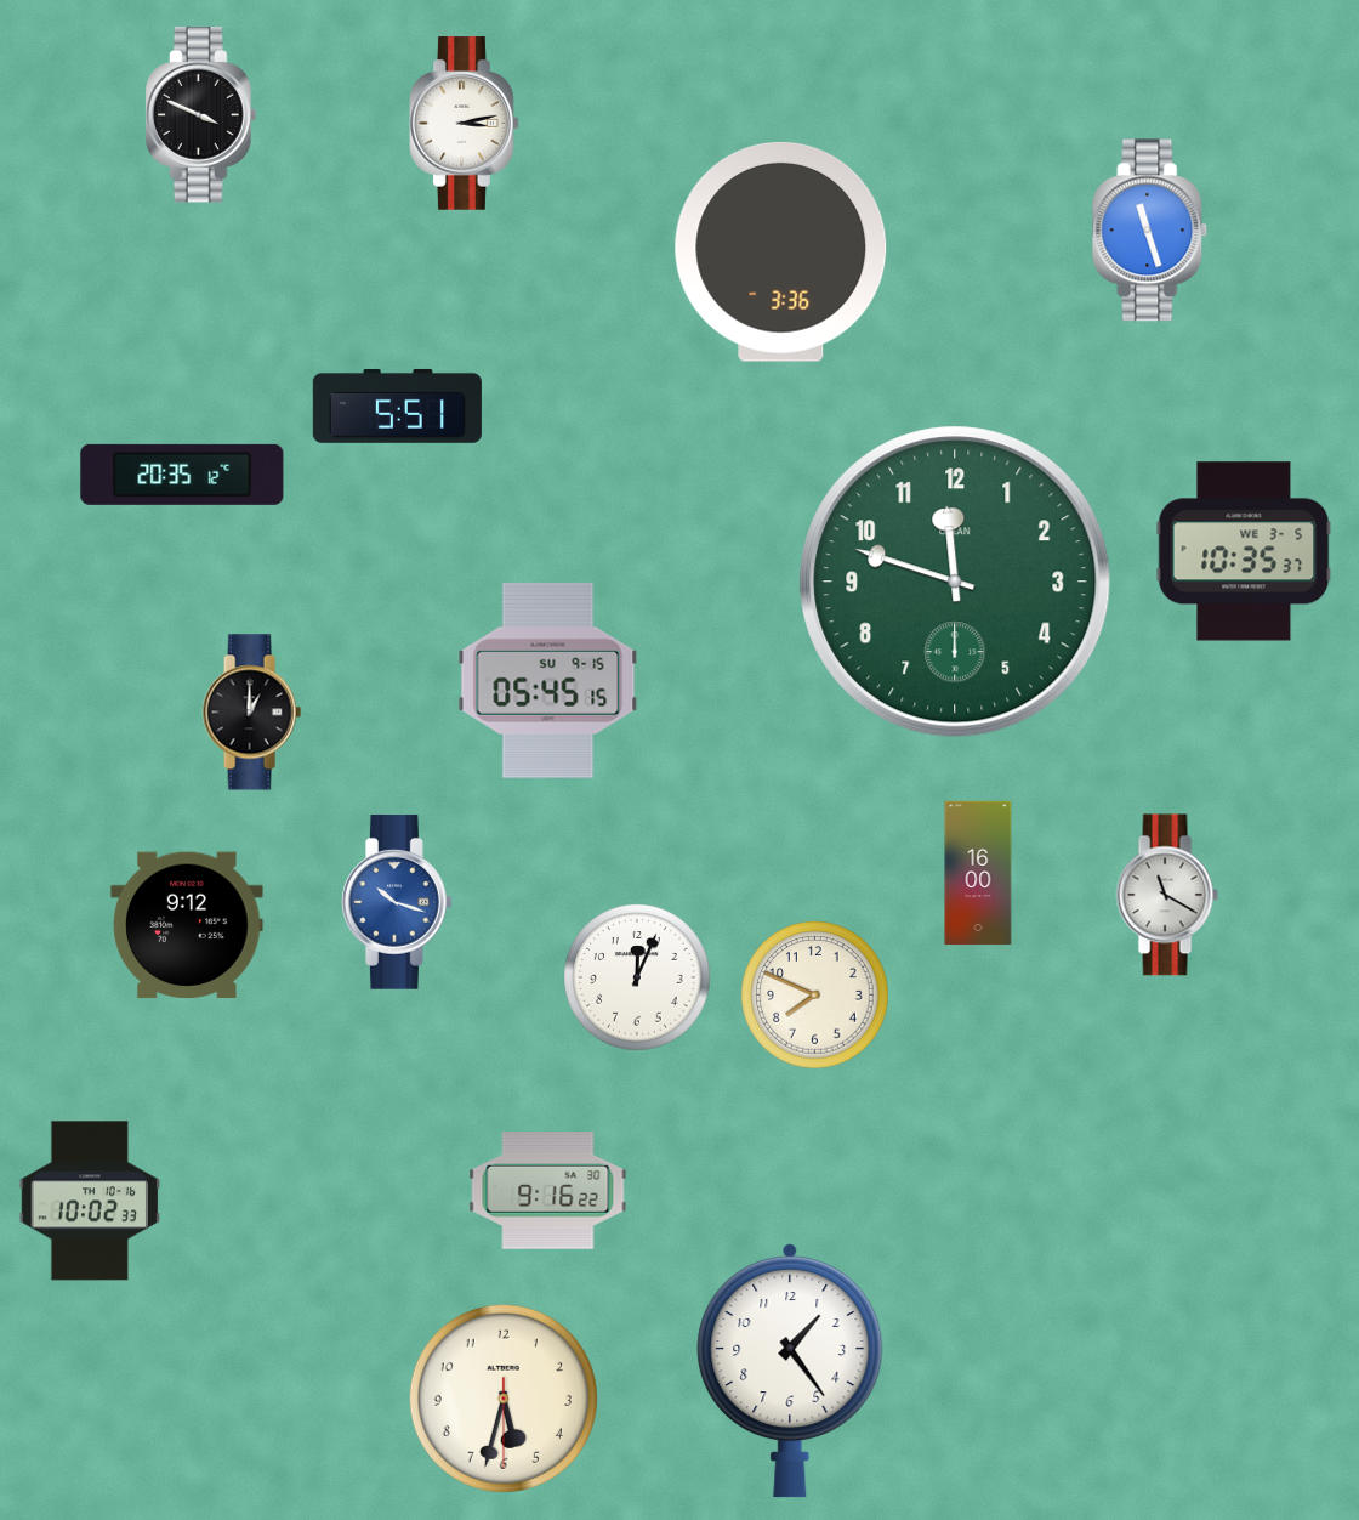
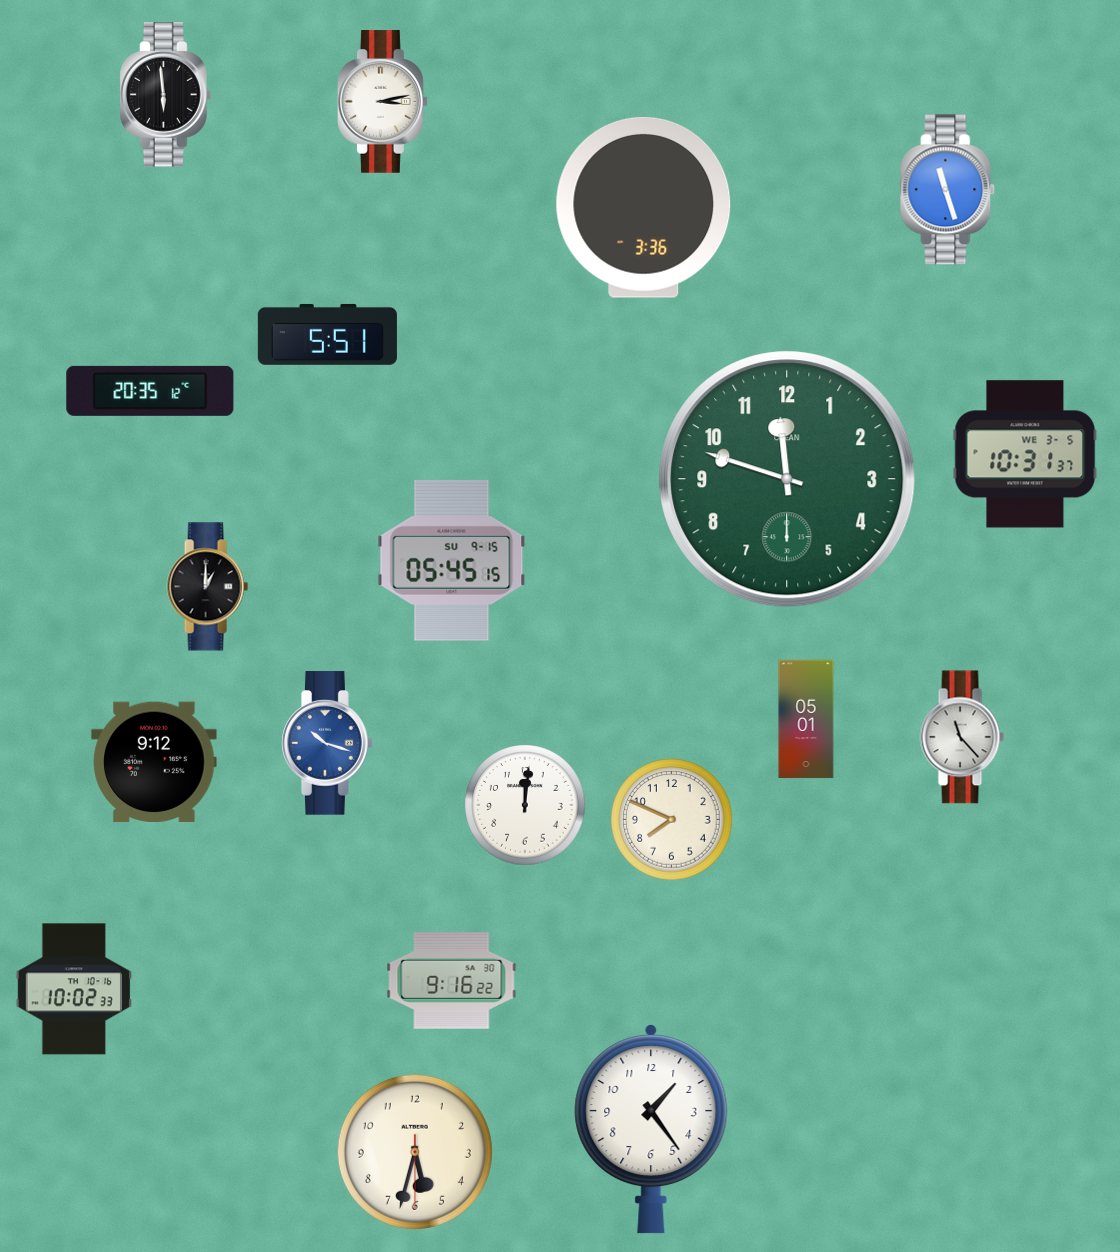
clock at (201, 115): 3:49 -> 5:59
clock at (1244, 551): 10:35 -> 10:31
clock at (978, 873): 16:00 -> 05:01
clock at (1167, 895): 11:20 -> 11:23
clock at (637, 977): 12:04 -> 12:01
